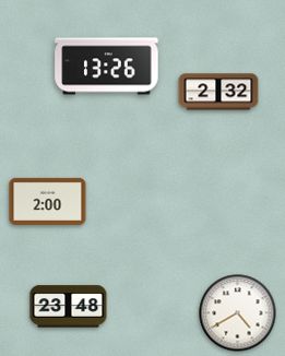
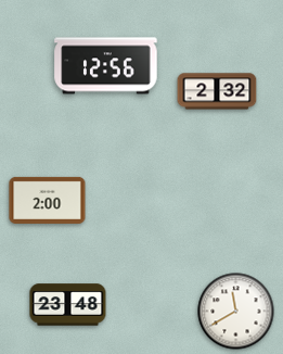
clock at (107, 67): 13:26 -> 12:56
clock at (238, 313): 4:40 -> 11:40
